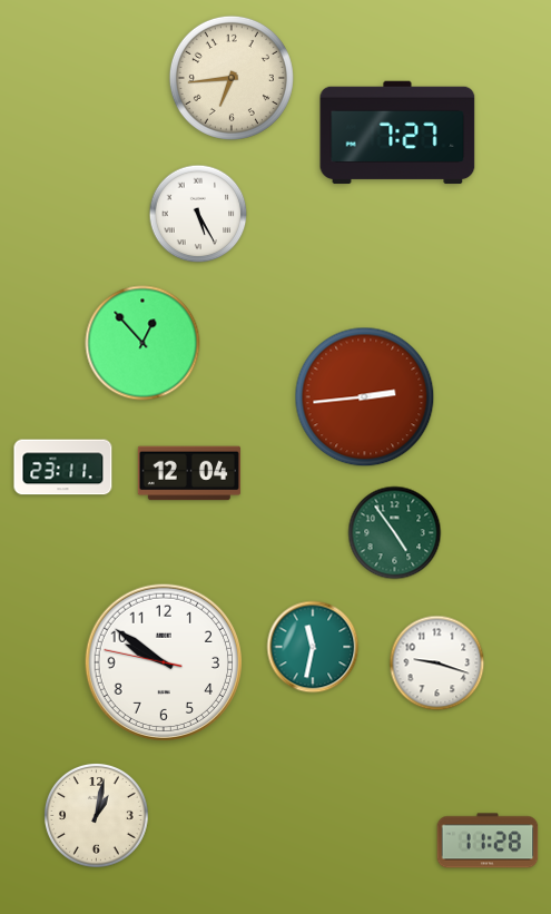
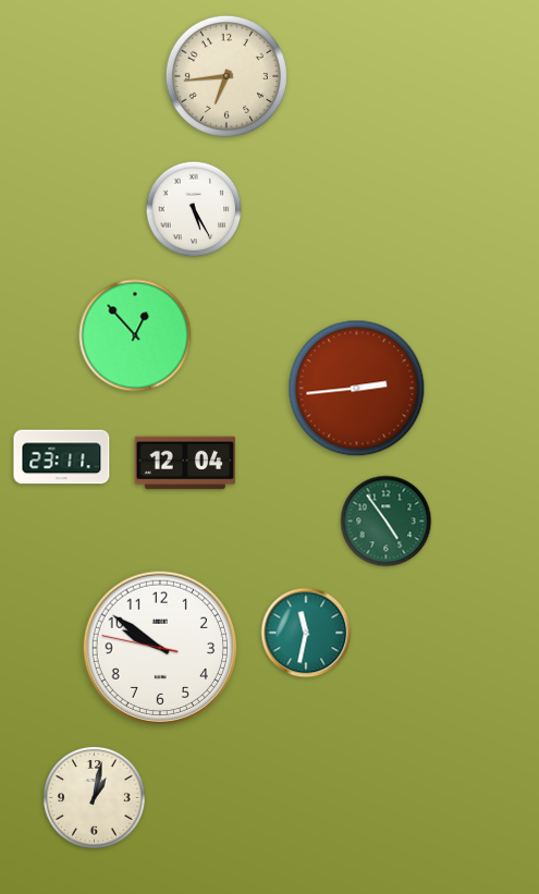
clock at (397, 132): 7:27 -> none
clock at (142, 343) position: (142, 343) -> (135, 335)
clock at (437, 664): 9:18 -> none
clock at (488, 841): 11:28 -> none
